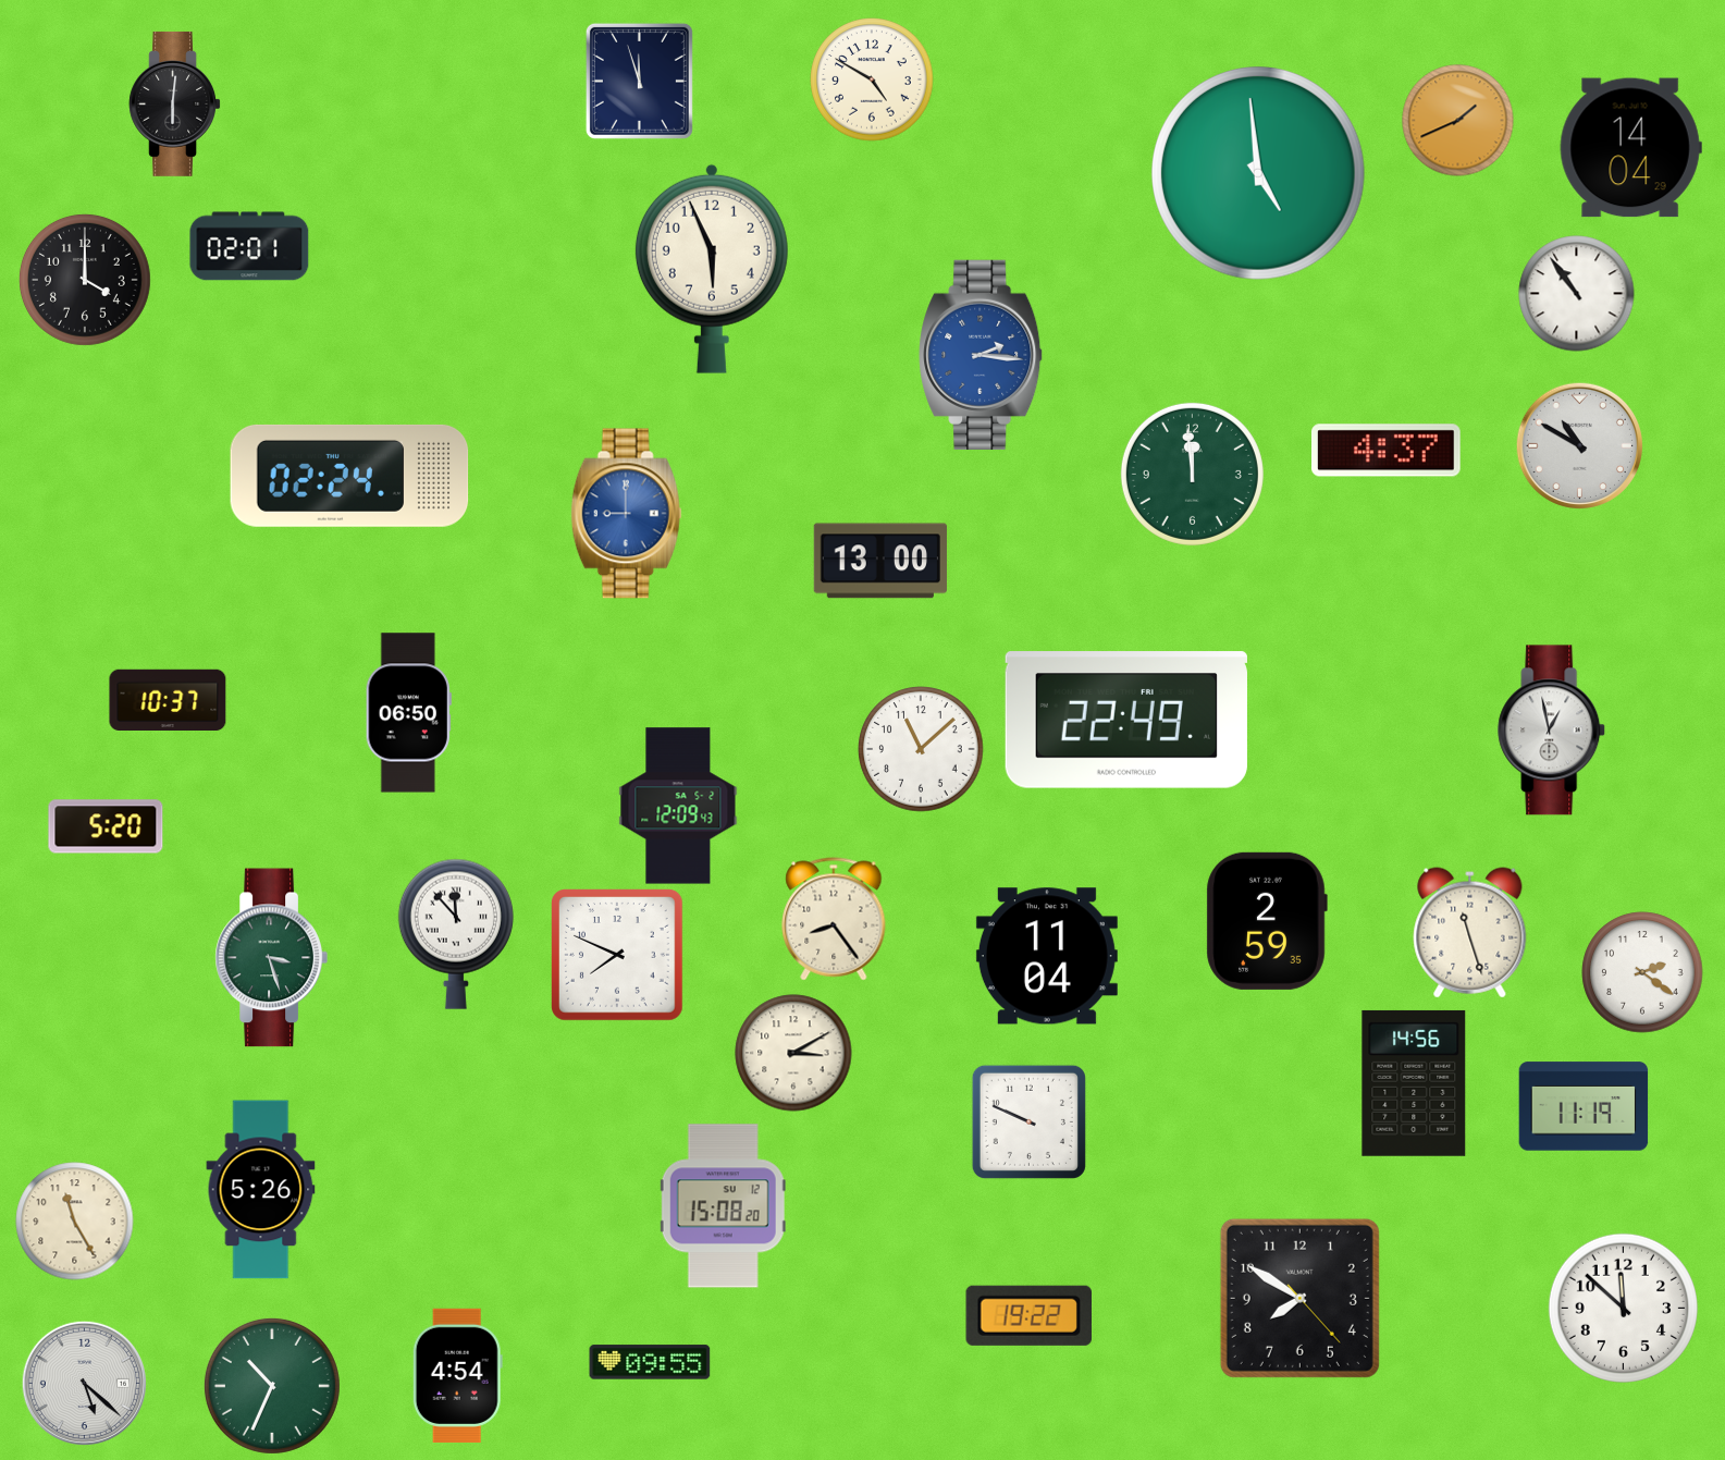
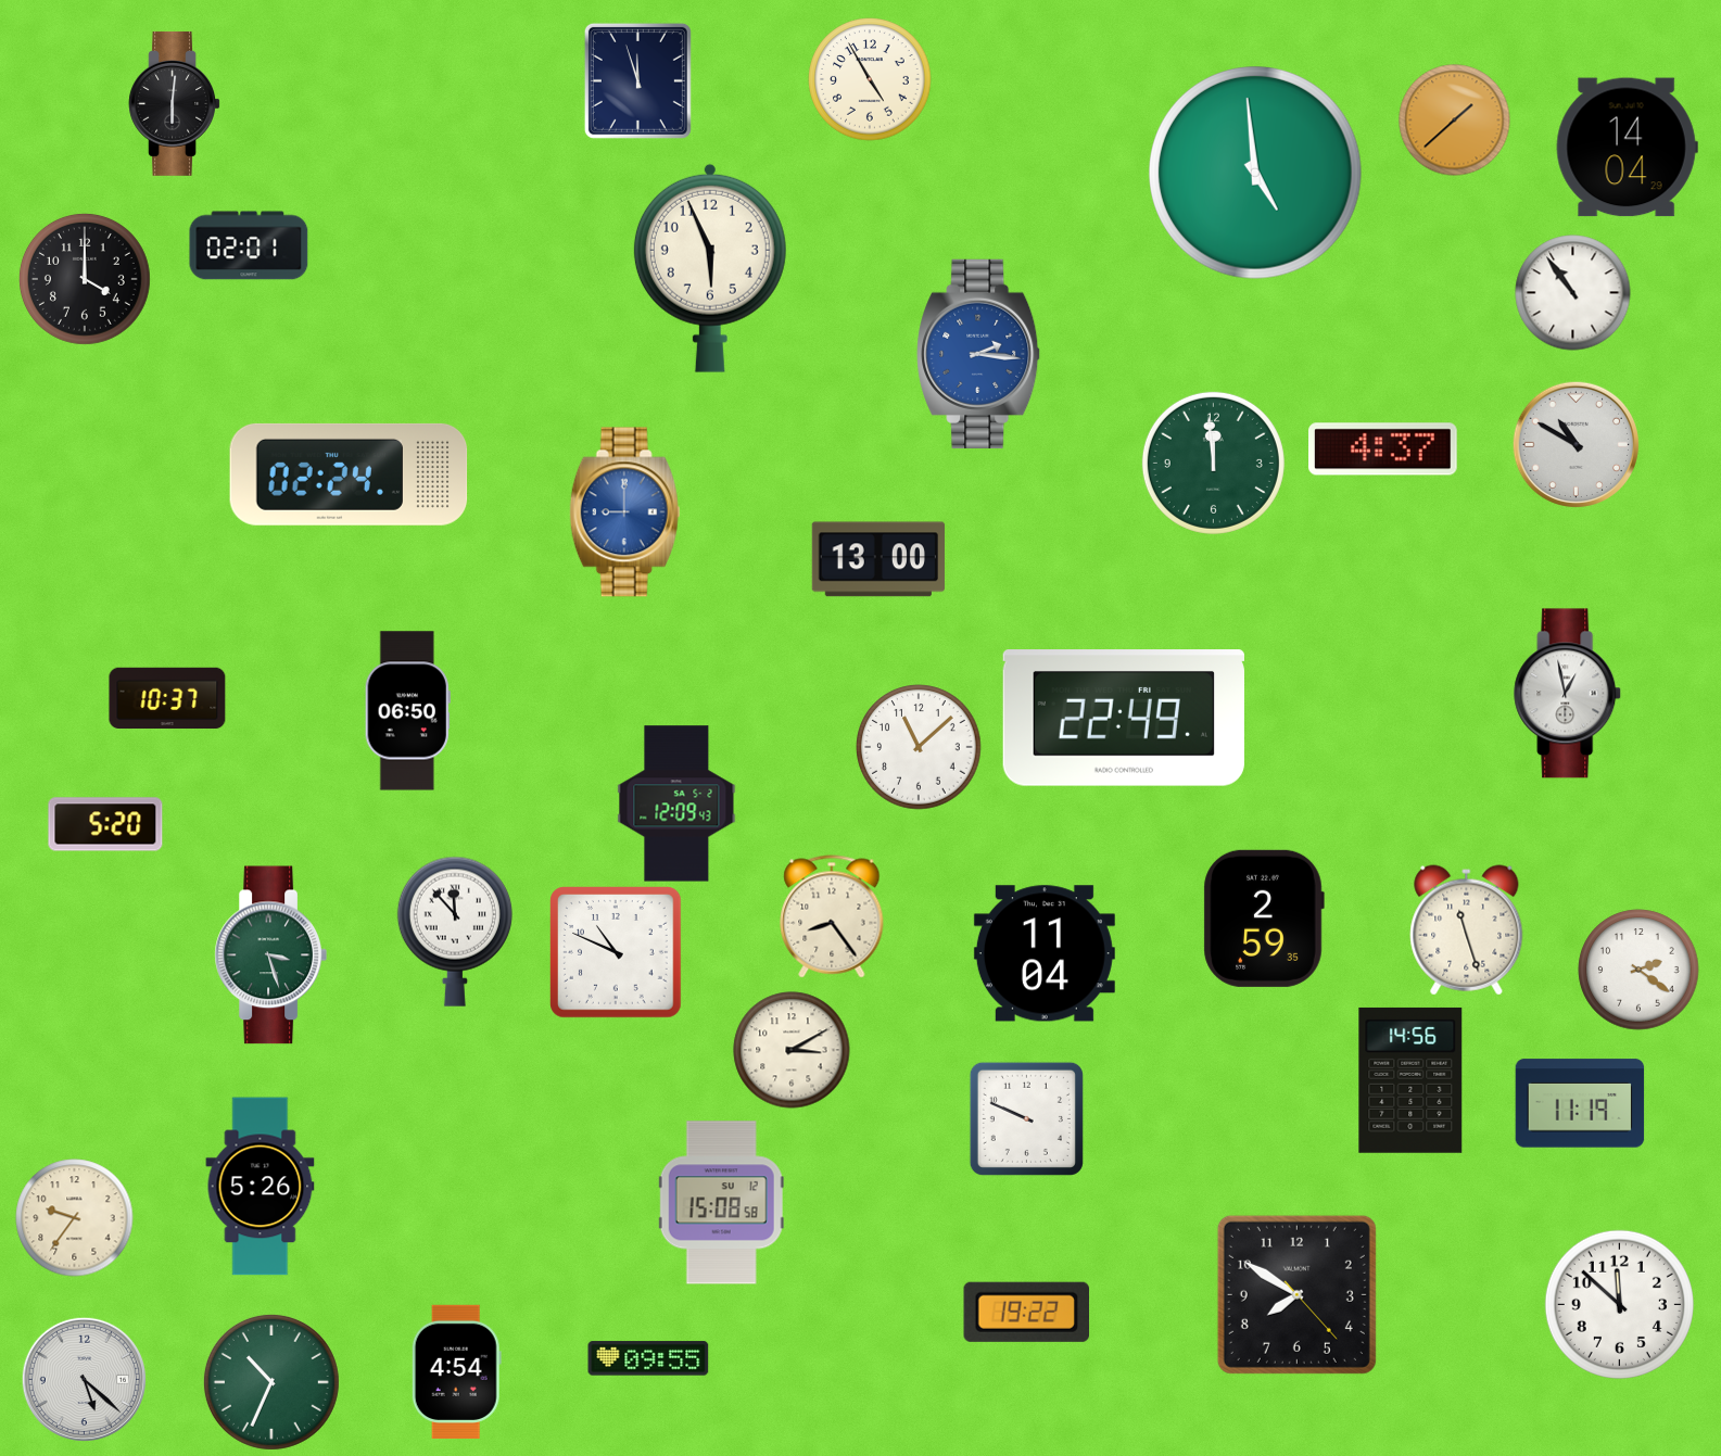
clock at (872, 79): 4:50 -> 4:55
clock at (1458, 121): 1:41 -> 1:38
clock at (1192, 474) position: (1192, 474) -> (1213, 463)
clock at (1552, 731) position: (1552, 731) -> (1568, 694)
clock at (618, 956): 7:49 -> 10:49
clock at (723, 1206): 15:08:20 -> 15:08:58
clock at (75, 1222): 11:25 -> 9:36
